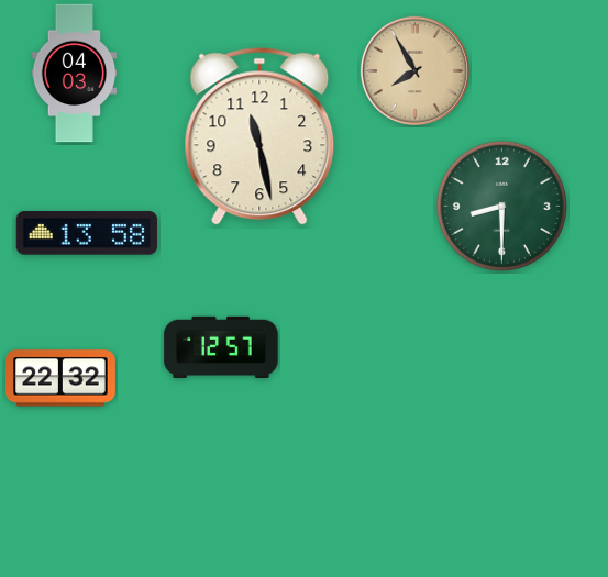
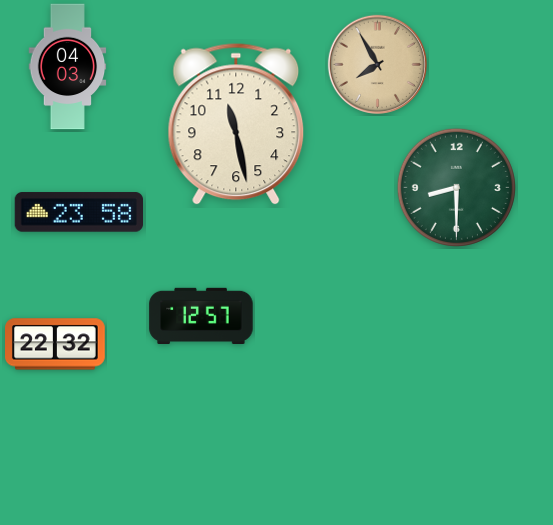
clock at (86, 233): 13:58 -> 23:58
